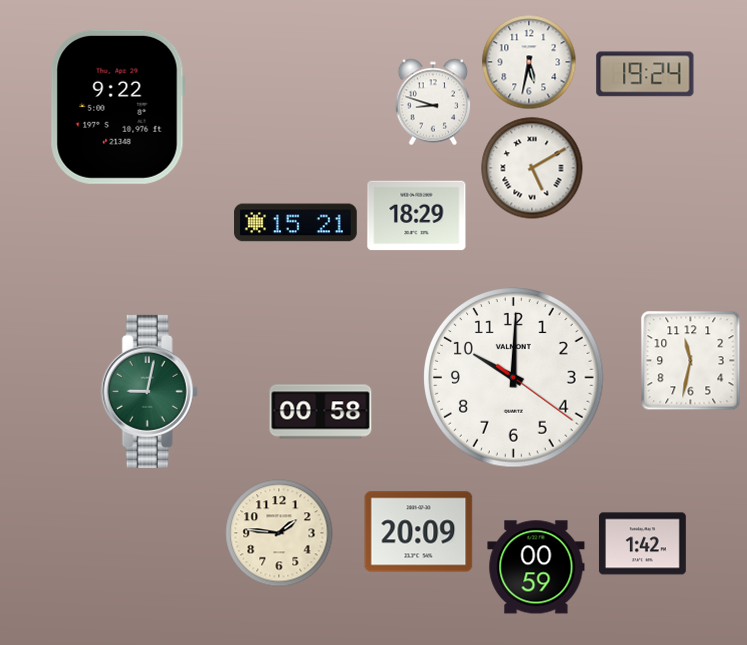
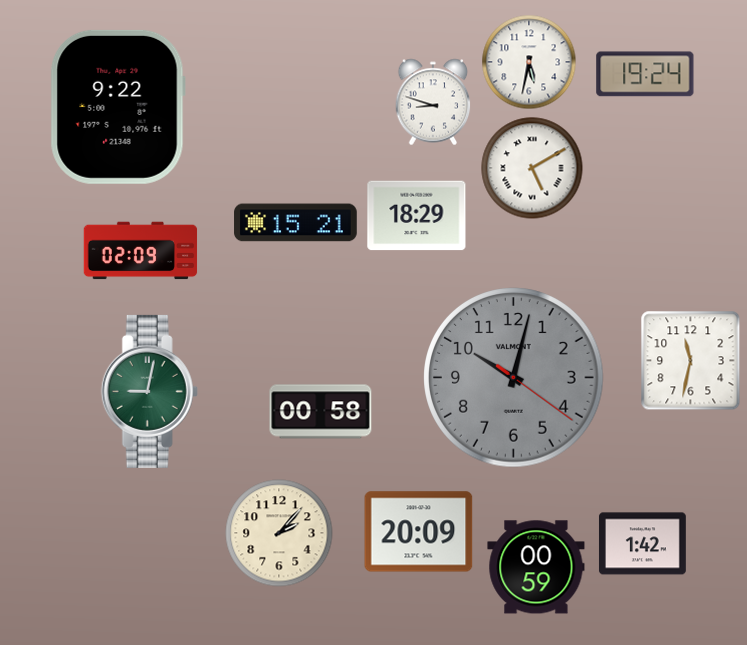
clock at (141, 251): none -> 02:09
clock at (514, 378): 10:00 -> 10:02
clock at (514, 378) dial: white -> grey
clock at (279, 533): 1:46 -> 2:07
